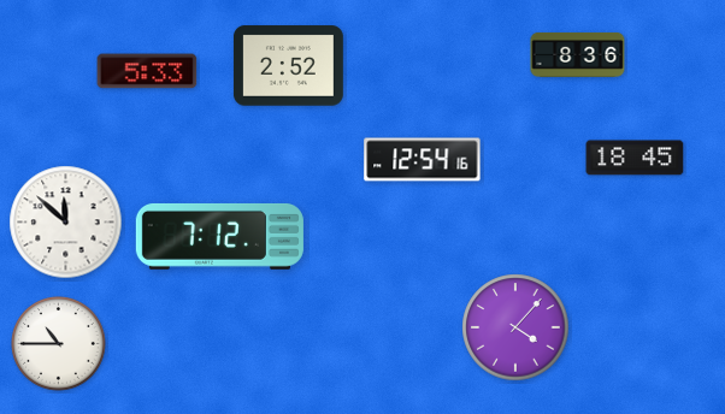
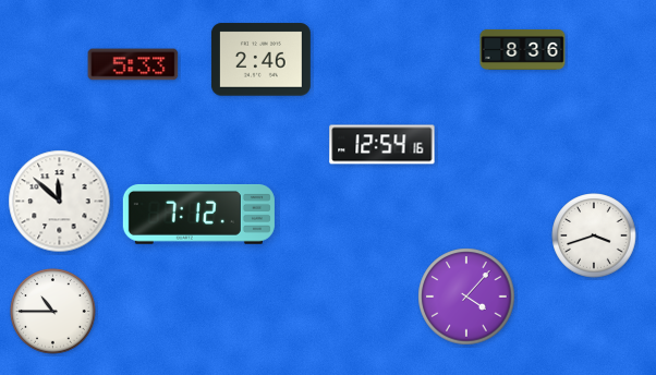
clock at (288, 66): 2:52 -> 2:46
clock at (635, 158): 18:45 -> none
clock at (594, 235): none -> 3:42
